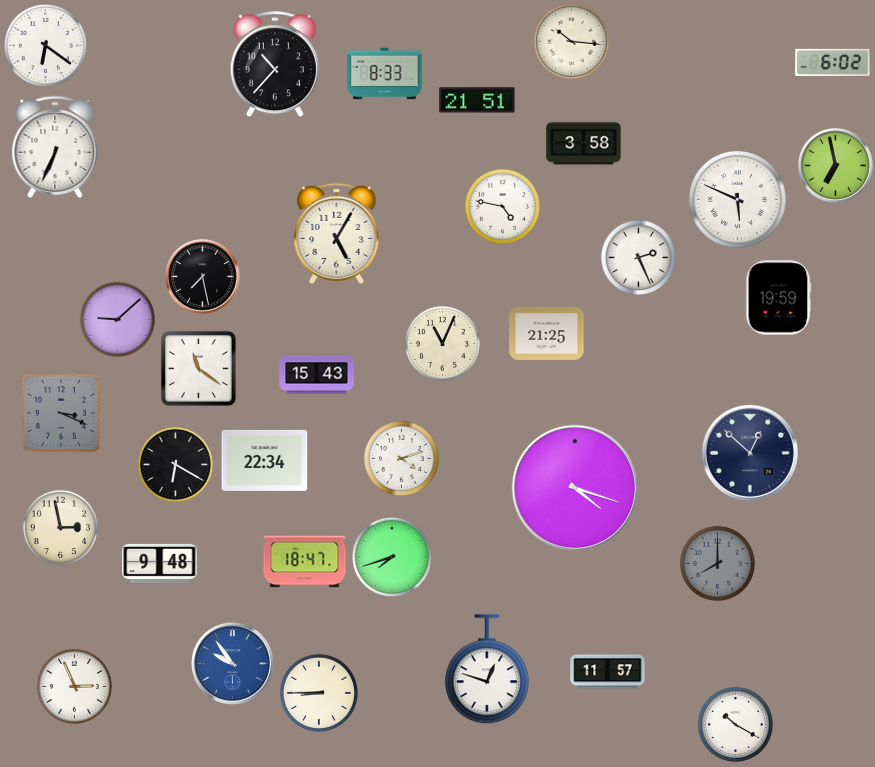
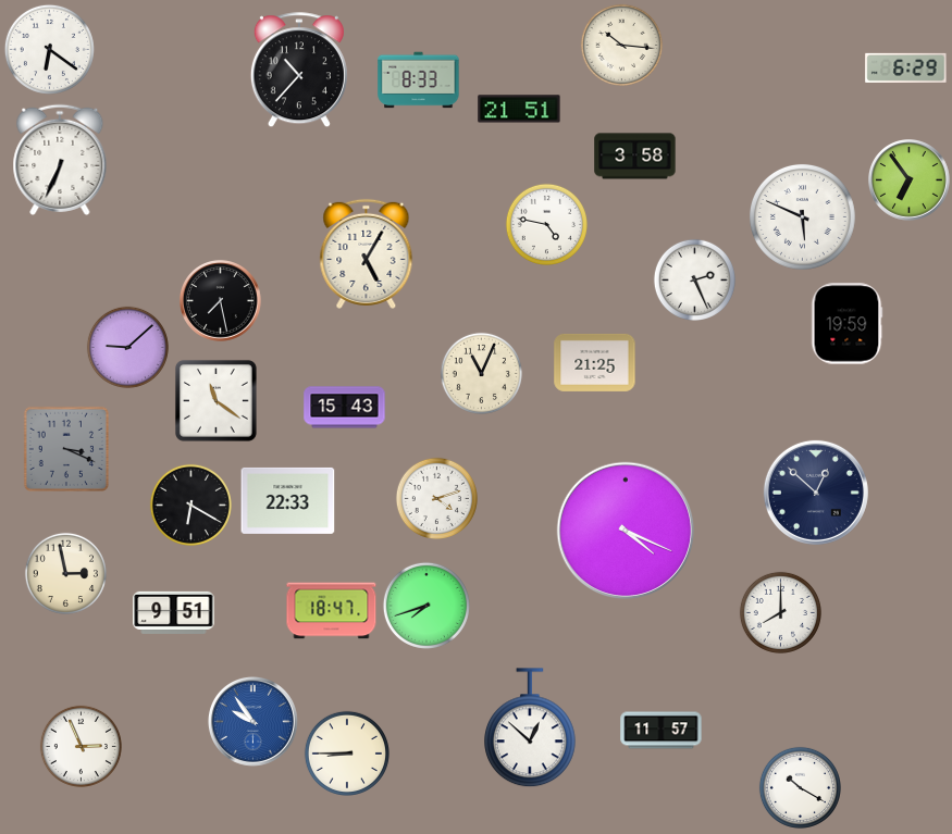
clock at (833, 62): 6:02 -> 6:29
clock at (836, 166): 6:58 -> 6:54
clock at (265, 460): 22:34 -> 22:33
clock at (575, 488): 4:18 -> 4:19
clock at (160, 563): 9:48 -> 9:51
clock at (717, 563) dial: grey -> white
clock at (488, 670): 12:48 -> 12:52
